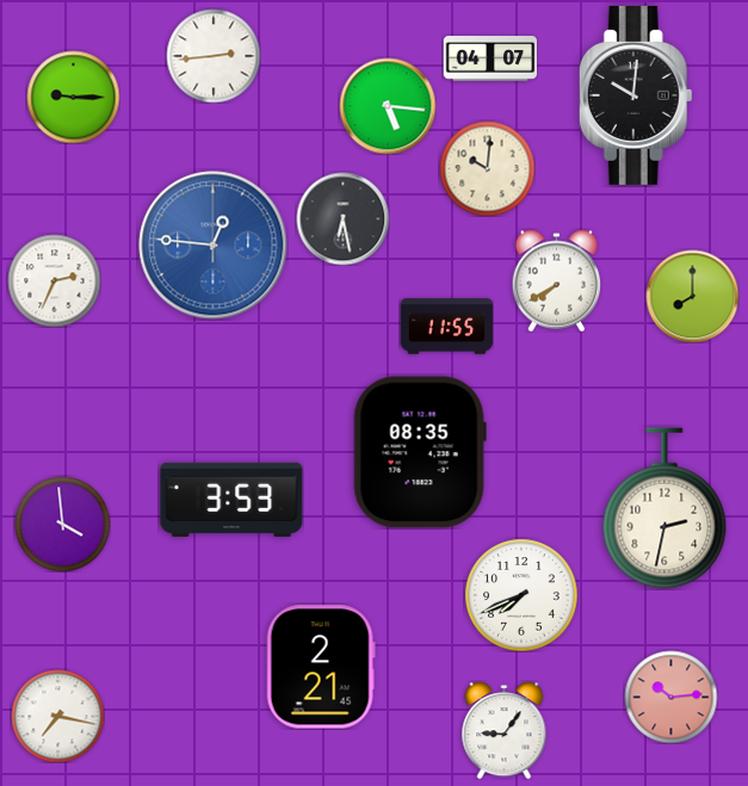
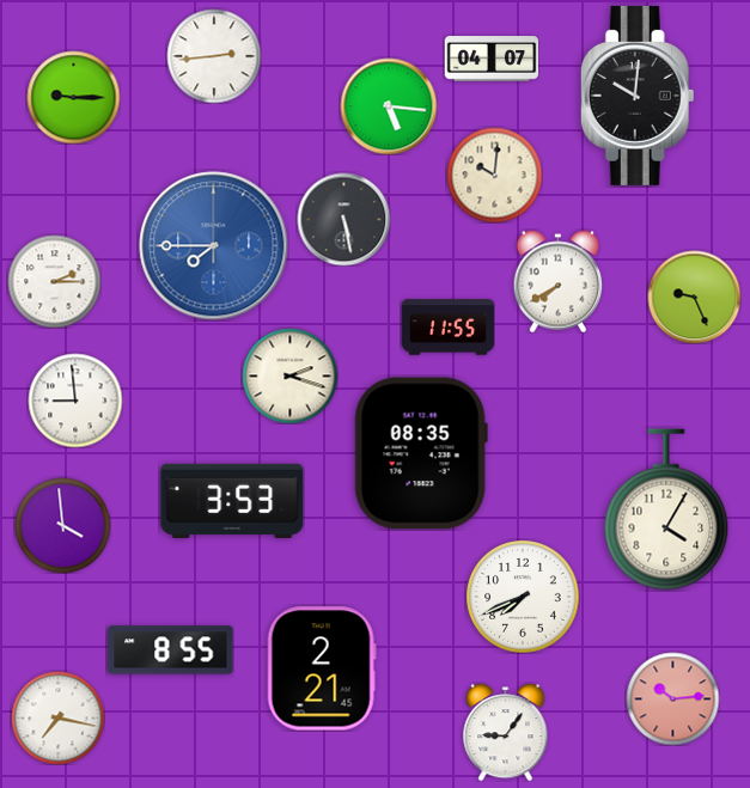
clock at (487, 168) position: (487, 168) -> (494, 175)
clock at (342, 218): 6:28 -> 5:28
clock at (214, 246): 12:46 -> 7:45
clock at (54, 280): 2:34 -> 2:15
clock at (692, 296): 8:00 -> 9:26
clock at (289, 375): none -> 2:18
clock at (75, 401): none -> 8:59
clock at (664, 508): 2:32 -> 4:05
clock at (171, 650): none -> 8:55
